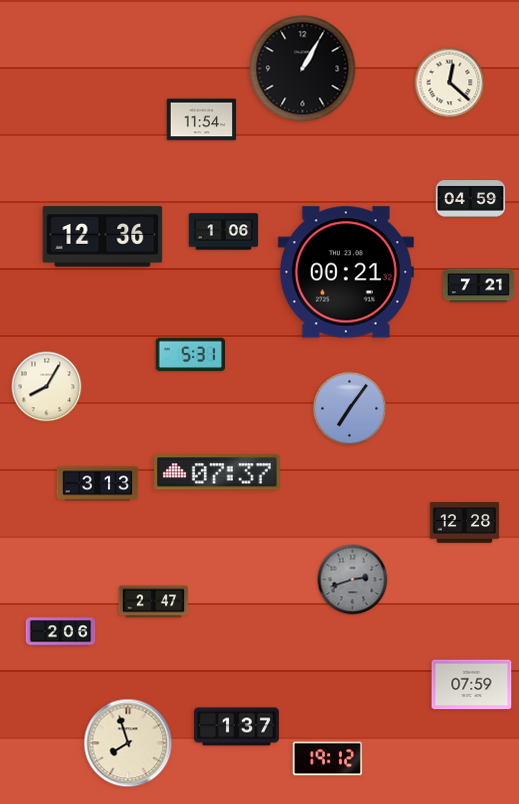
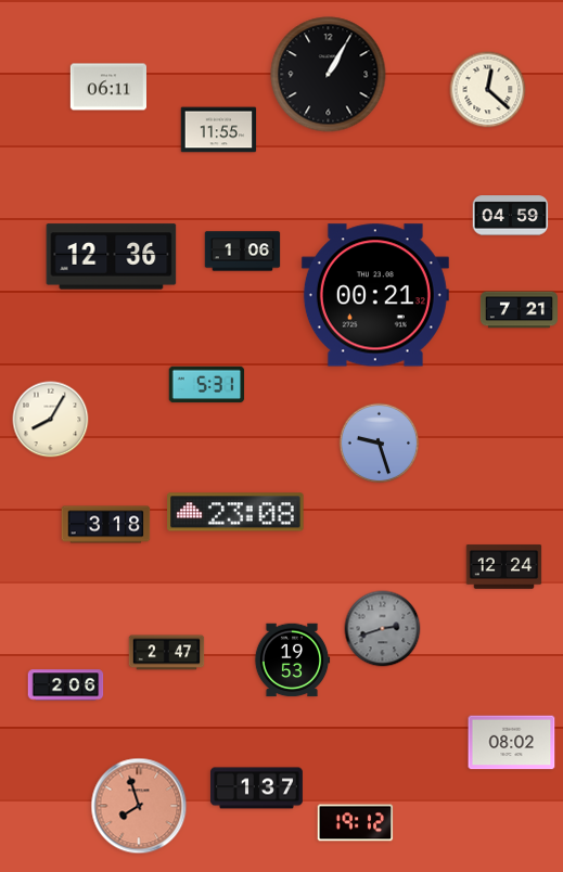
clock at (107, 87): none -> 06:11
clock at (202, 120): 11:54 -> 11:55
clock at (350, 409): 7:06 -> 9:27
clock at (217, 472): 07:37 -> 23:08
clock at (98, 484): 3:13 -> 3:18
clock at (465, 523): 12:28 -> 12:24
clock at (292, 661): none -> 19:53
clock at (472, 685): 07:59 -> 08:02
clock at (128, 743) dial: cream -> salmon
